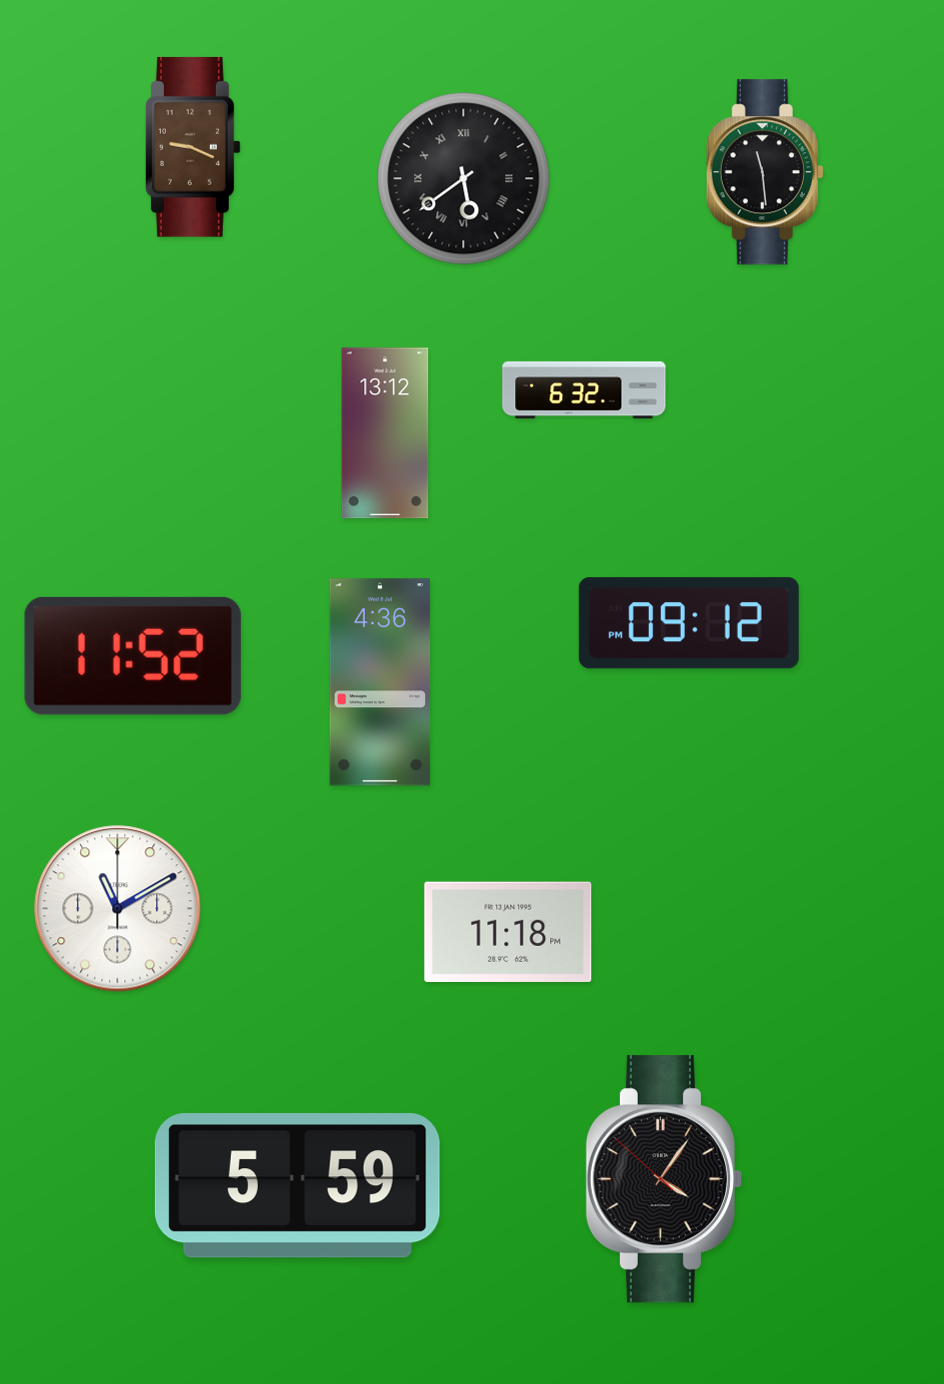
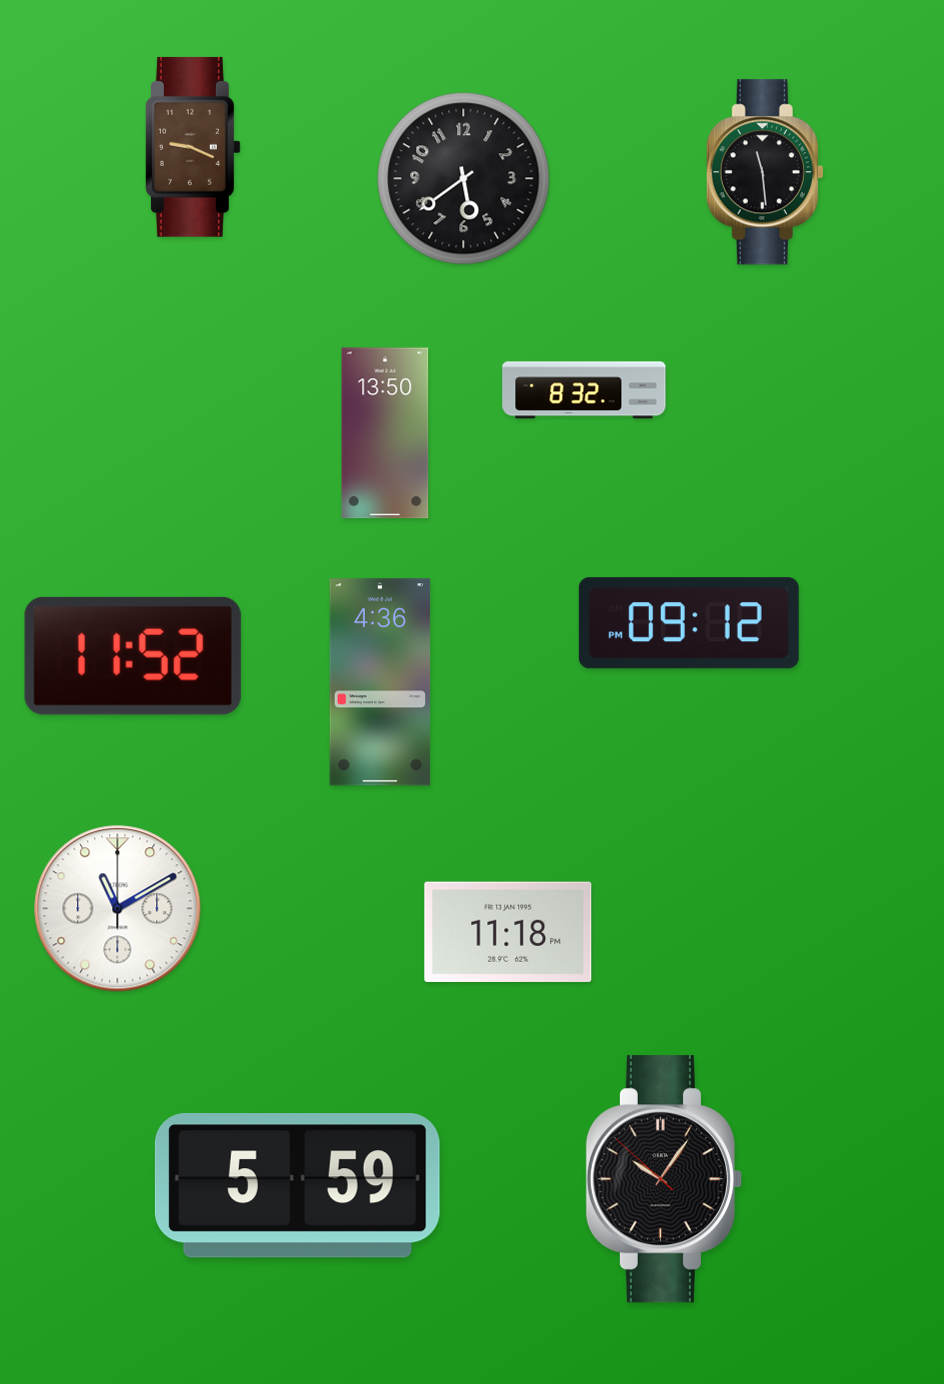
clock at (464, 179) numerals: Roman -> Arabic
clock at (584, 390): 6:32 -> 8:32
clock at (385, 433): 13:12 -> 13:50
clock at (664, 1179): 4:05 -> 10:05
